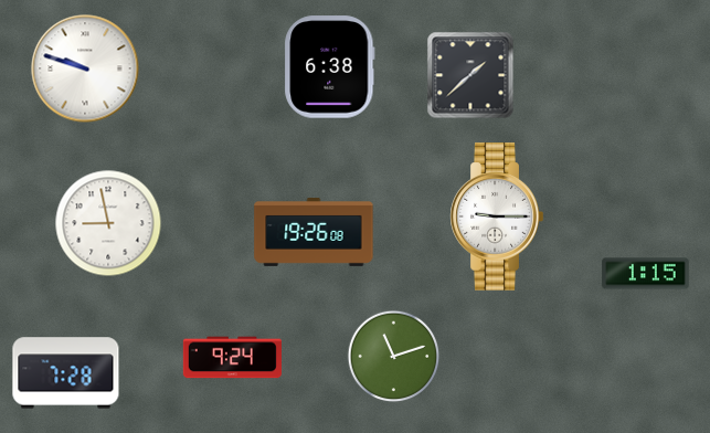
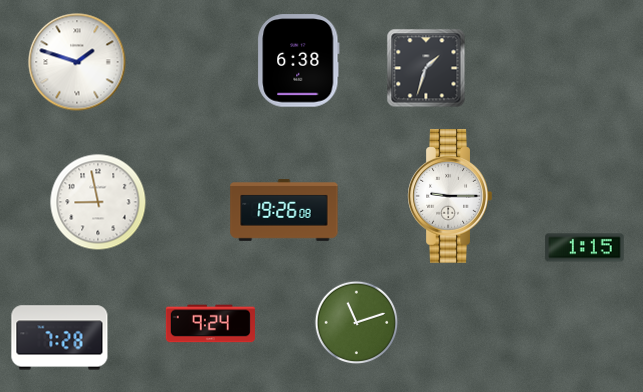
clock at (85, 68): 9:48 -> 1:48
clock at (470, 75): 1:38 -> 1:33
